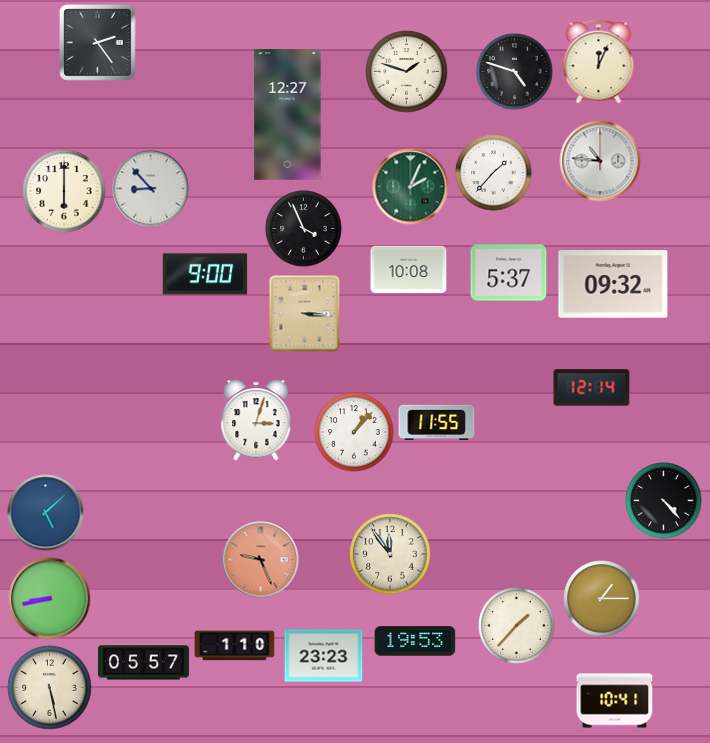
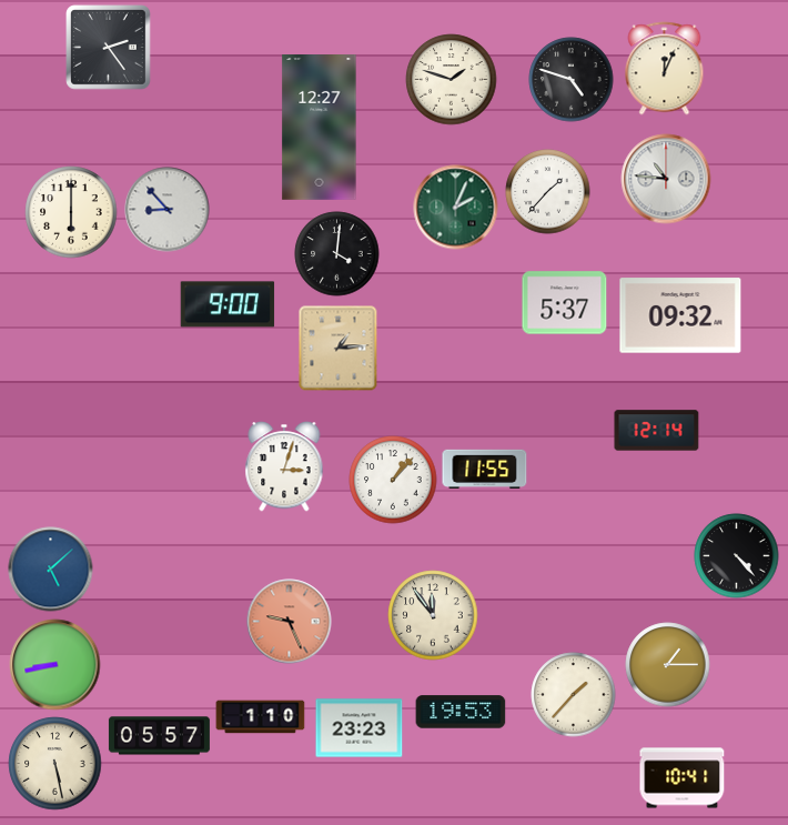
clock at (304, 229): 3:56 -> 4:01
clock at (409, 269): 10:08 -> none
clock at (305, 314): 3:16 -> 1:14
